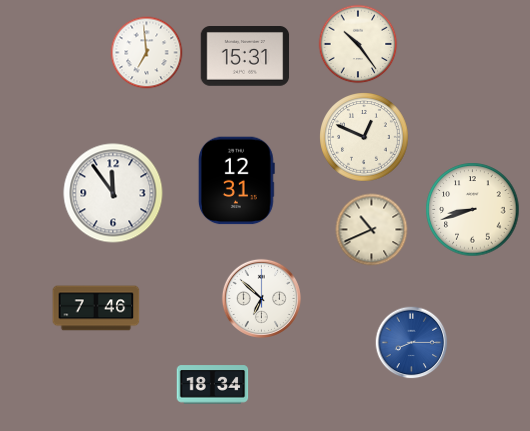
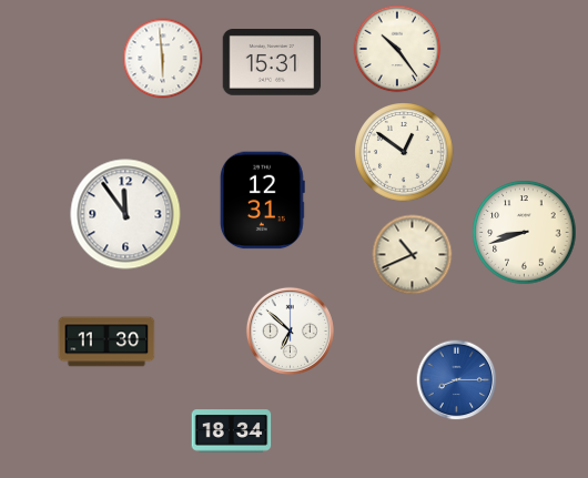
clock at (147, 53): 6:59 -> 5:59
clock at (364, 137): 12:49 -> 12:51
clock at (96, 308): 7:46 -> 11:30
clock at (213, 385) position: (213, 385) -> (232, 431)
